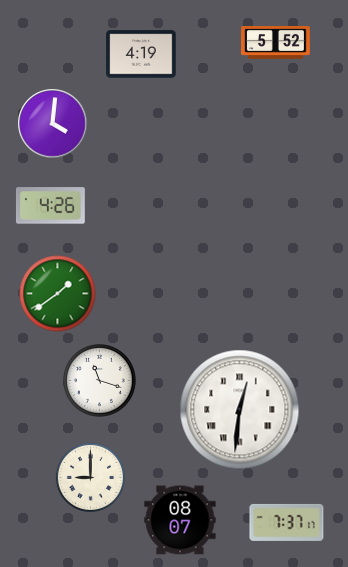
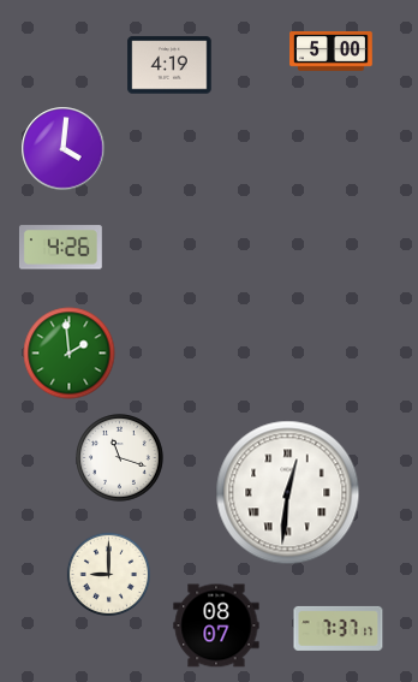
clock at (276, 43): 5:52 -> 5:00
clock at (58, 294): 1:39 -> 1:59
clock at (287, 522) position: (287, 522) -> (339, 628)
